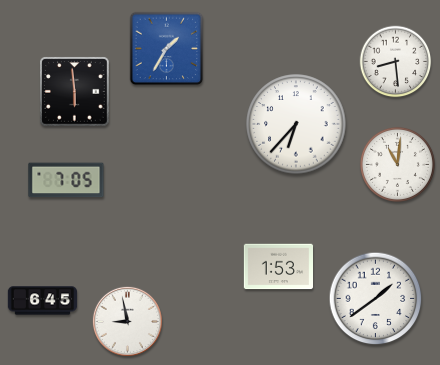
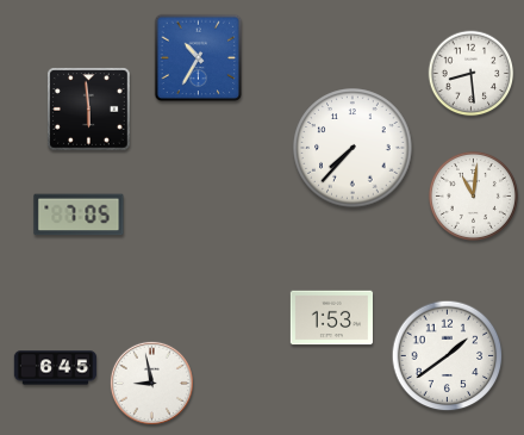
clock at (167, 49): 1:35 -> 10:35
clock at (296, 124): 6:37 -> 7:37
clock at (43, 301) position: (43, 301) -> (56, 368)
